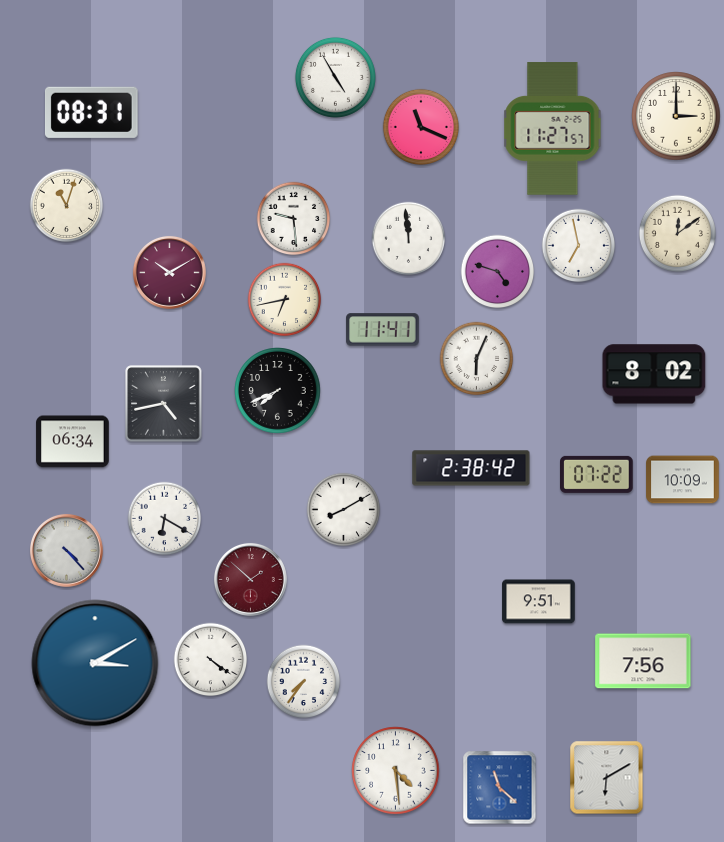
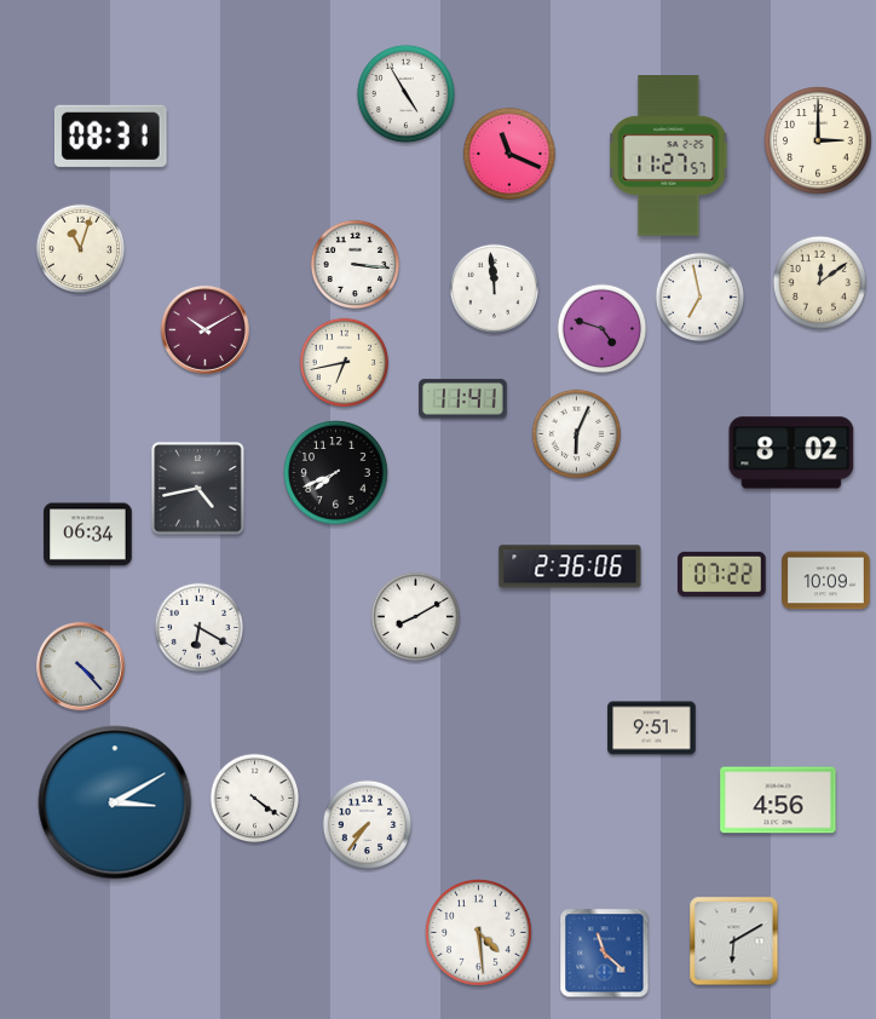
clock at (294, 219): 9:29 -> 3:16
clock at (471, 468): 2:38 -> 2:36
clock at (250, 579): 1:52 -> none
clock at (643, 661): 7:56 -> 4:56
